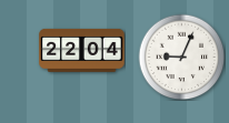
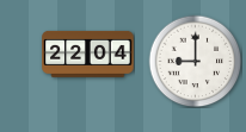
clock at (181, 57): 9:04 -> 9:00
